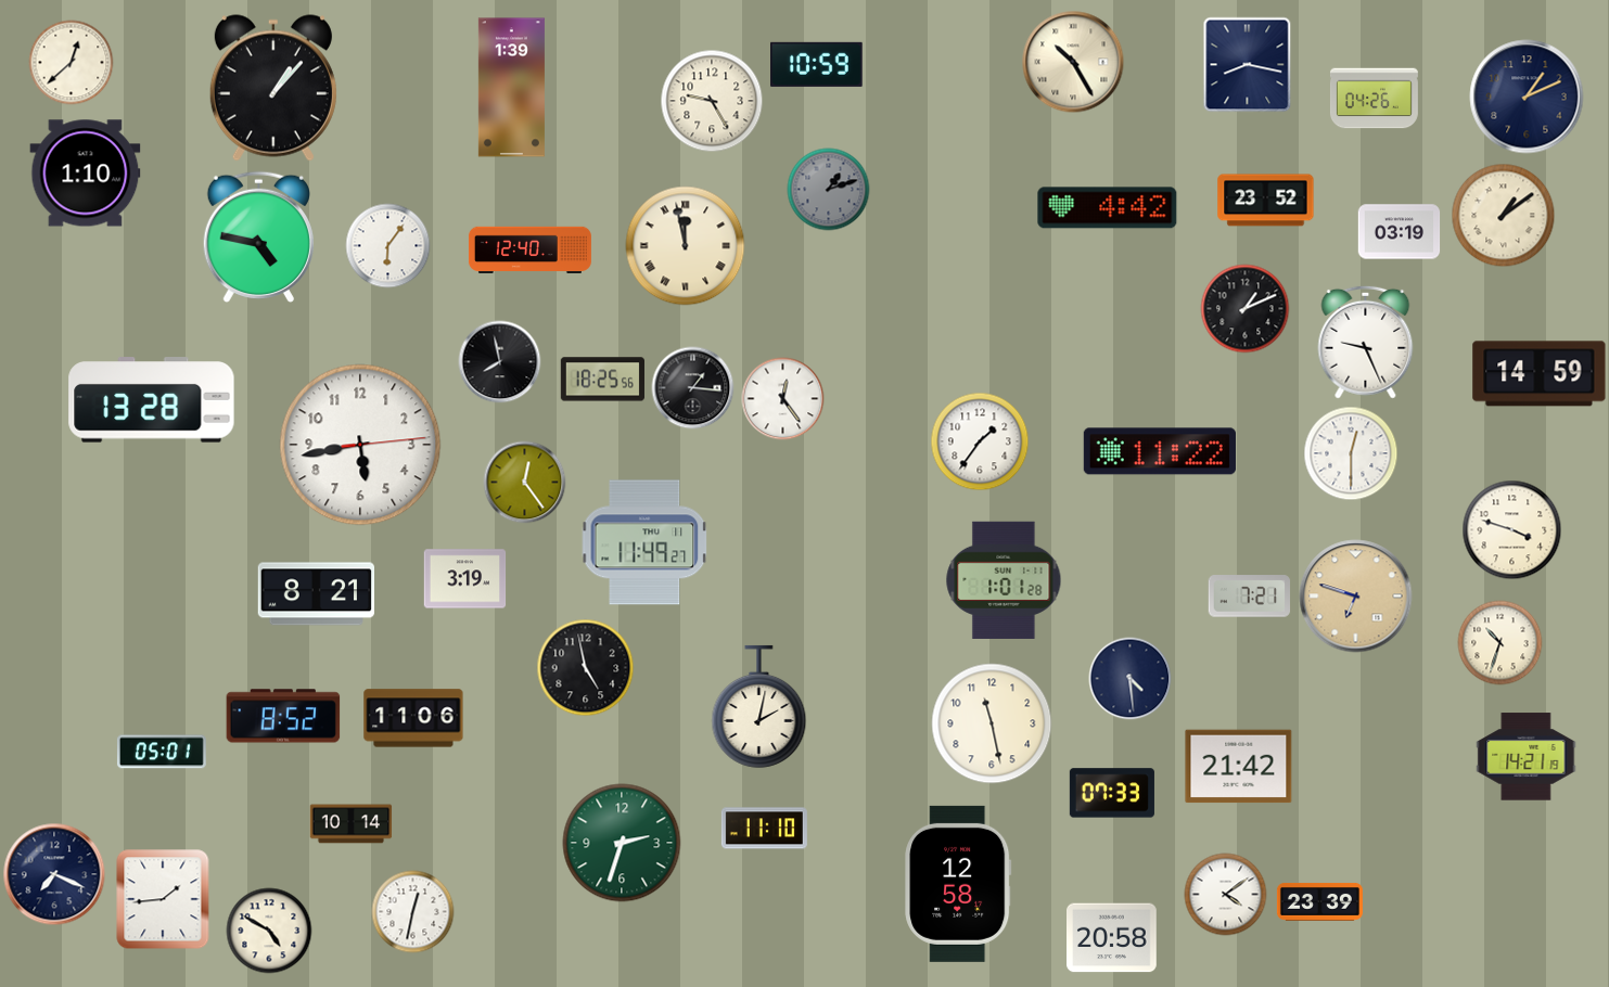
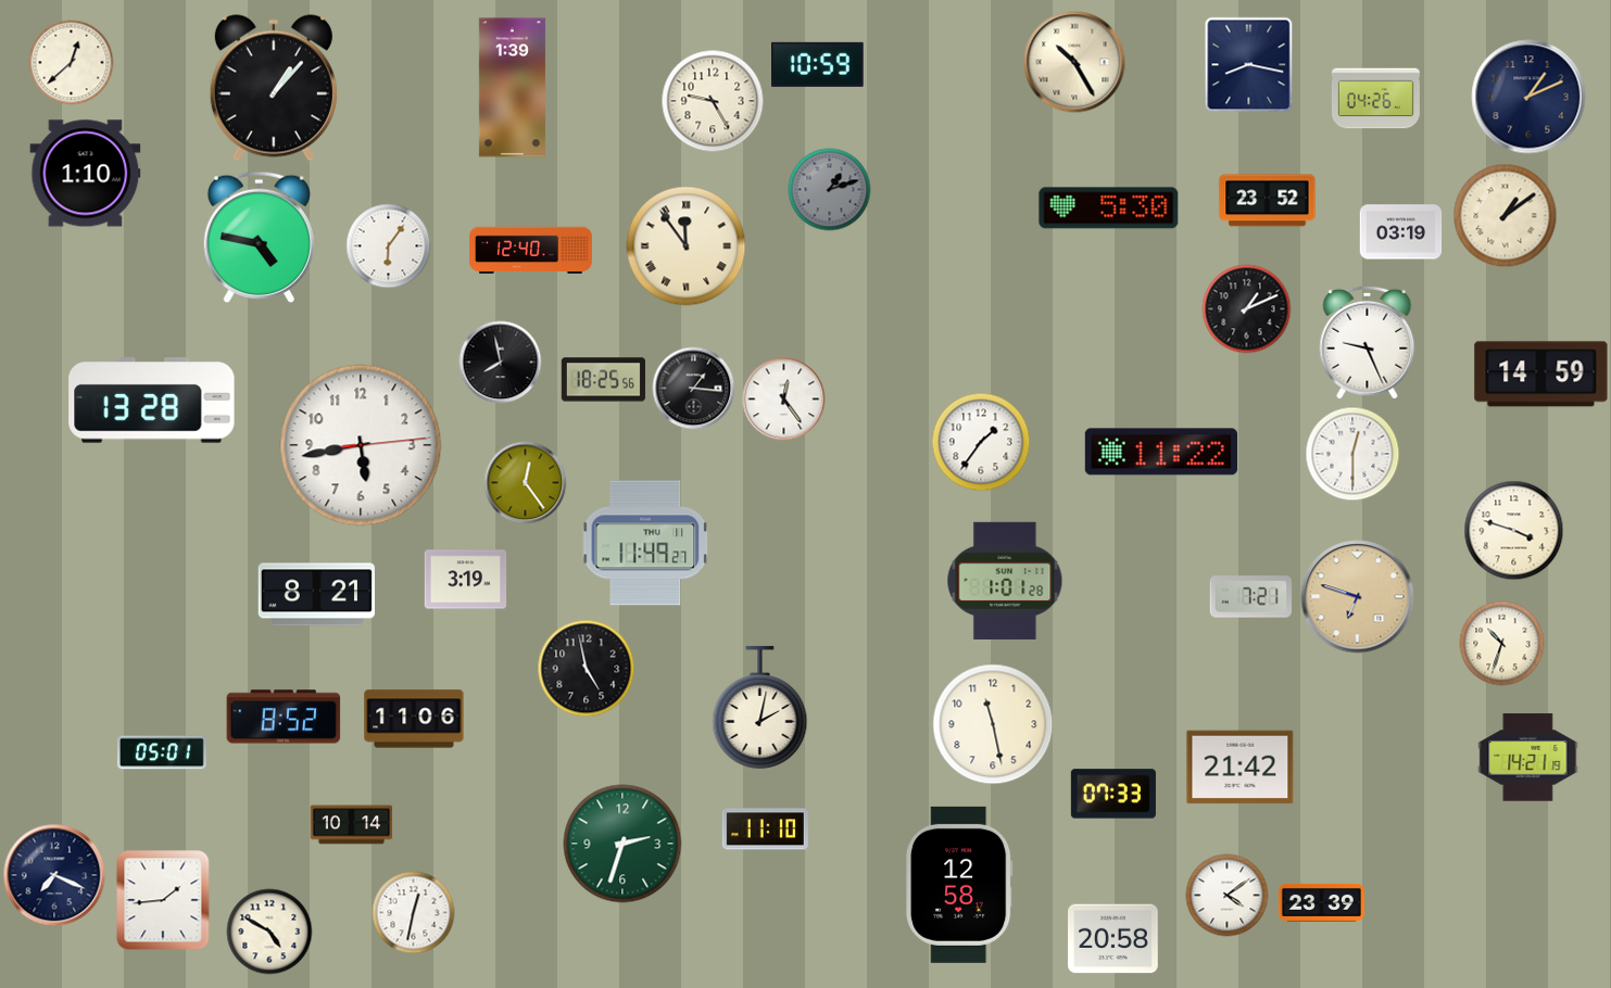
clock at (1108, 208): 4:42 -> 5:30
clock at (686, 246): 11:58 -> 11:54
clock at (1131, 679): 4:29 -> none
